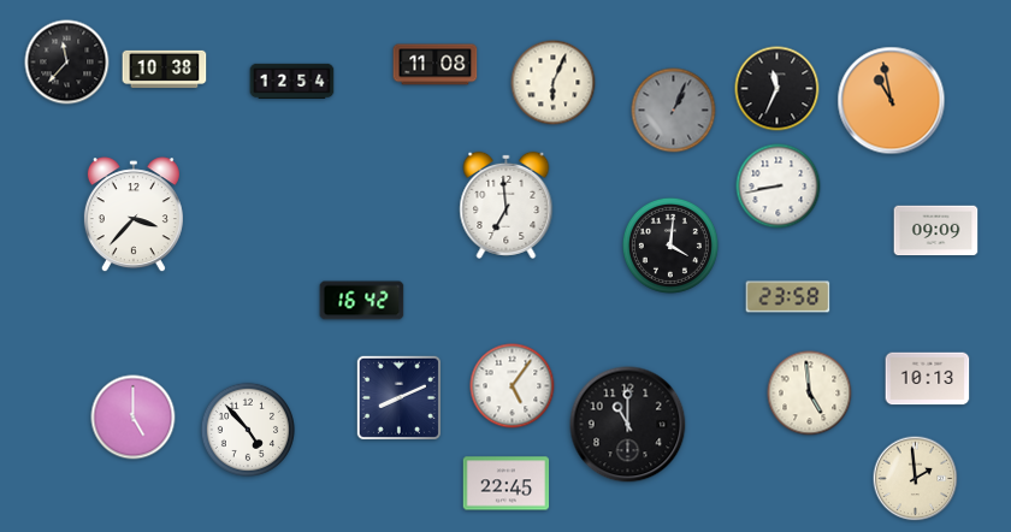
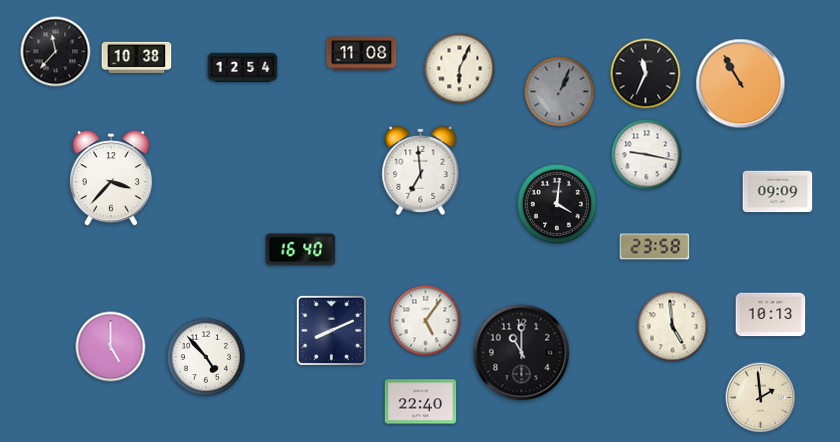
clock at (892, 101): 10:58 -> 10:55
clock at (779, 187): 8:43 -> 9:17
clock at (362, 301): 16:42 -> 16:40
clock at (507, 484): 22:45 -> 22:40
